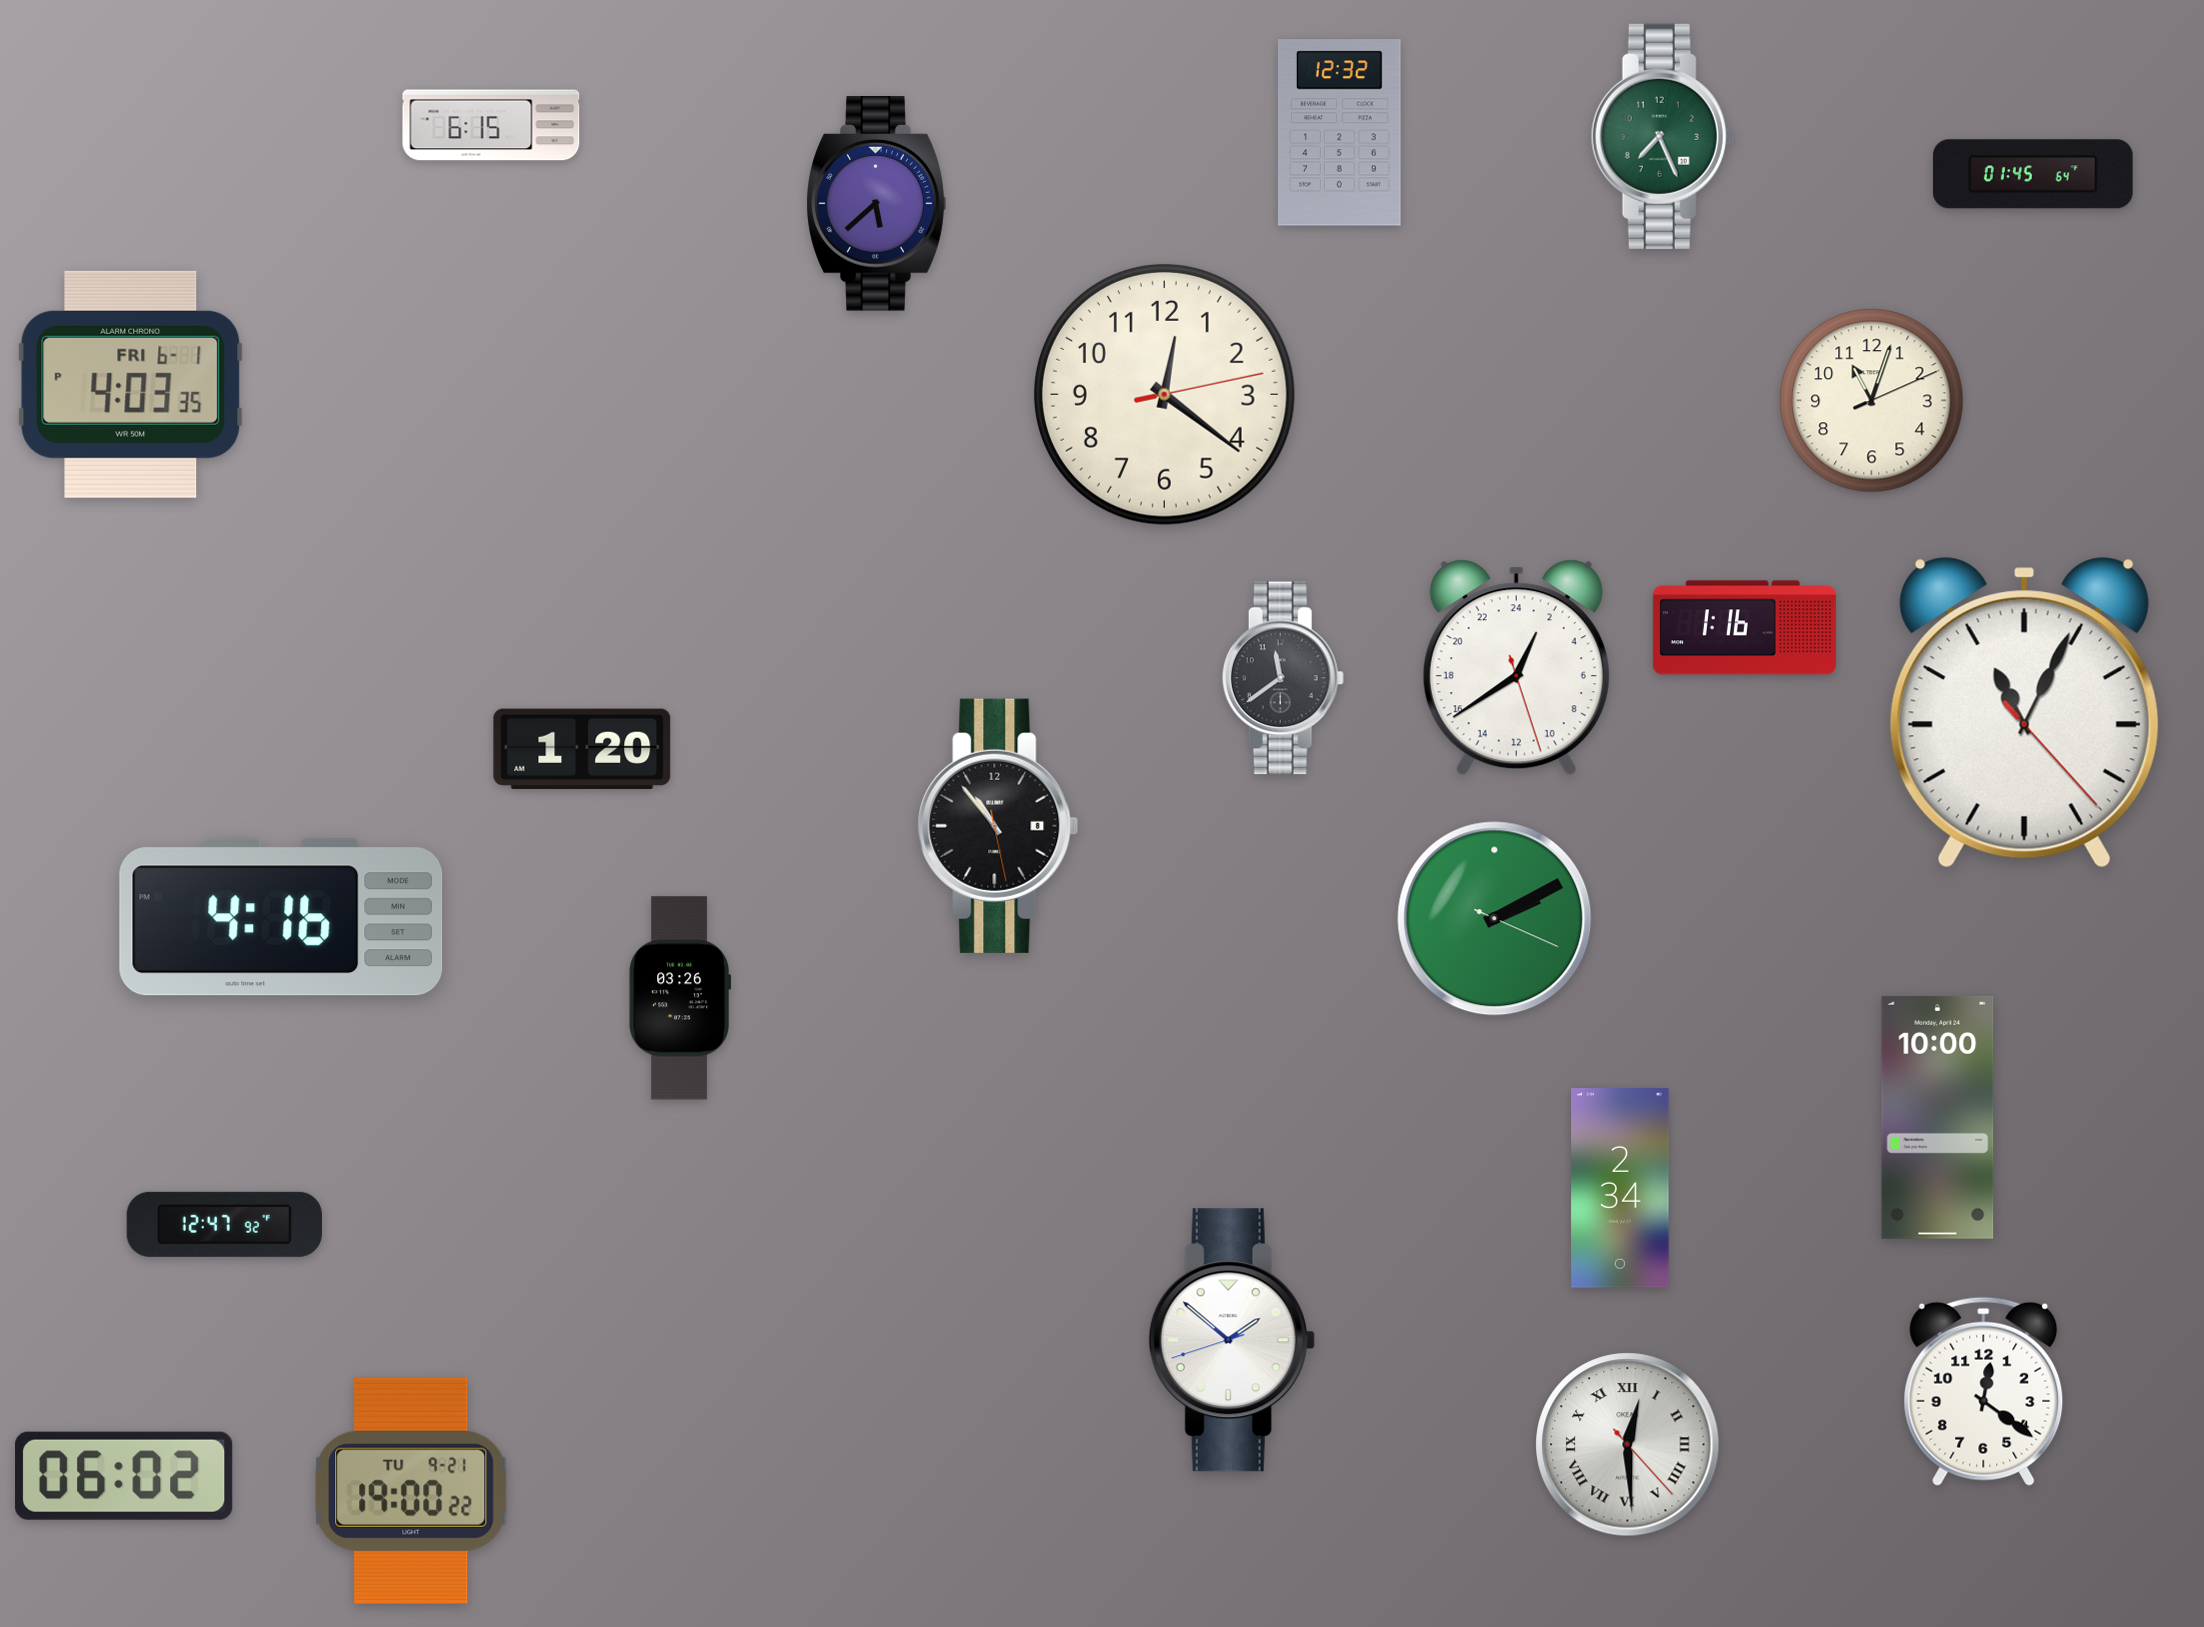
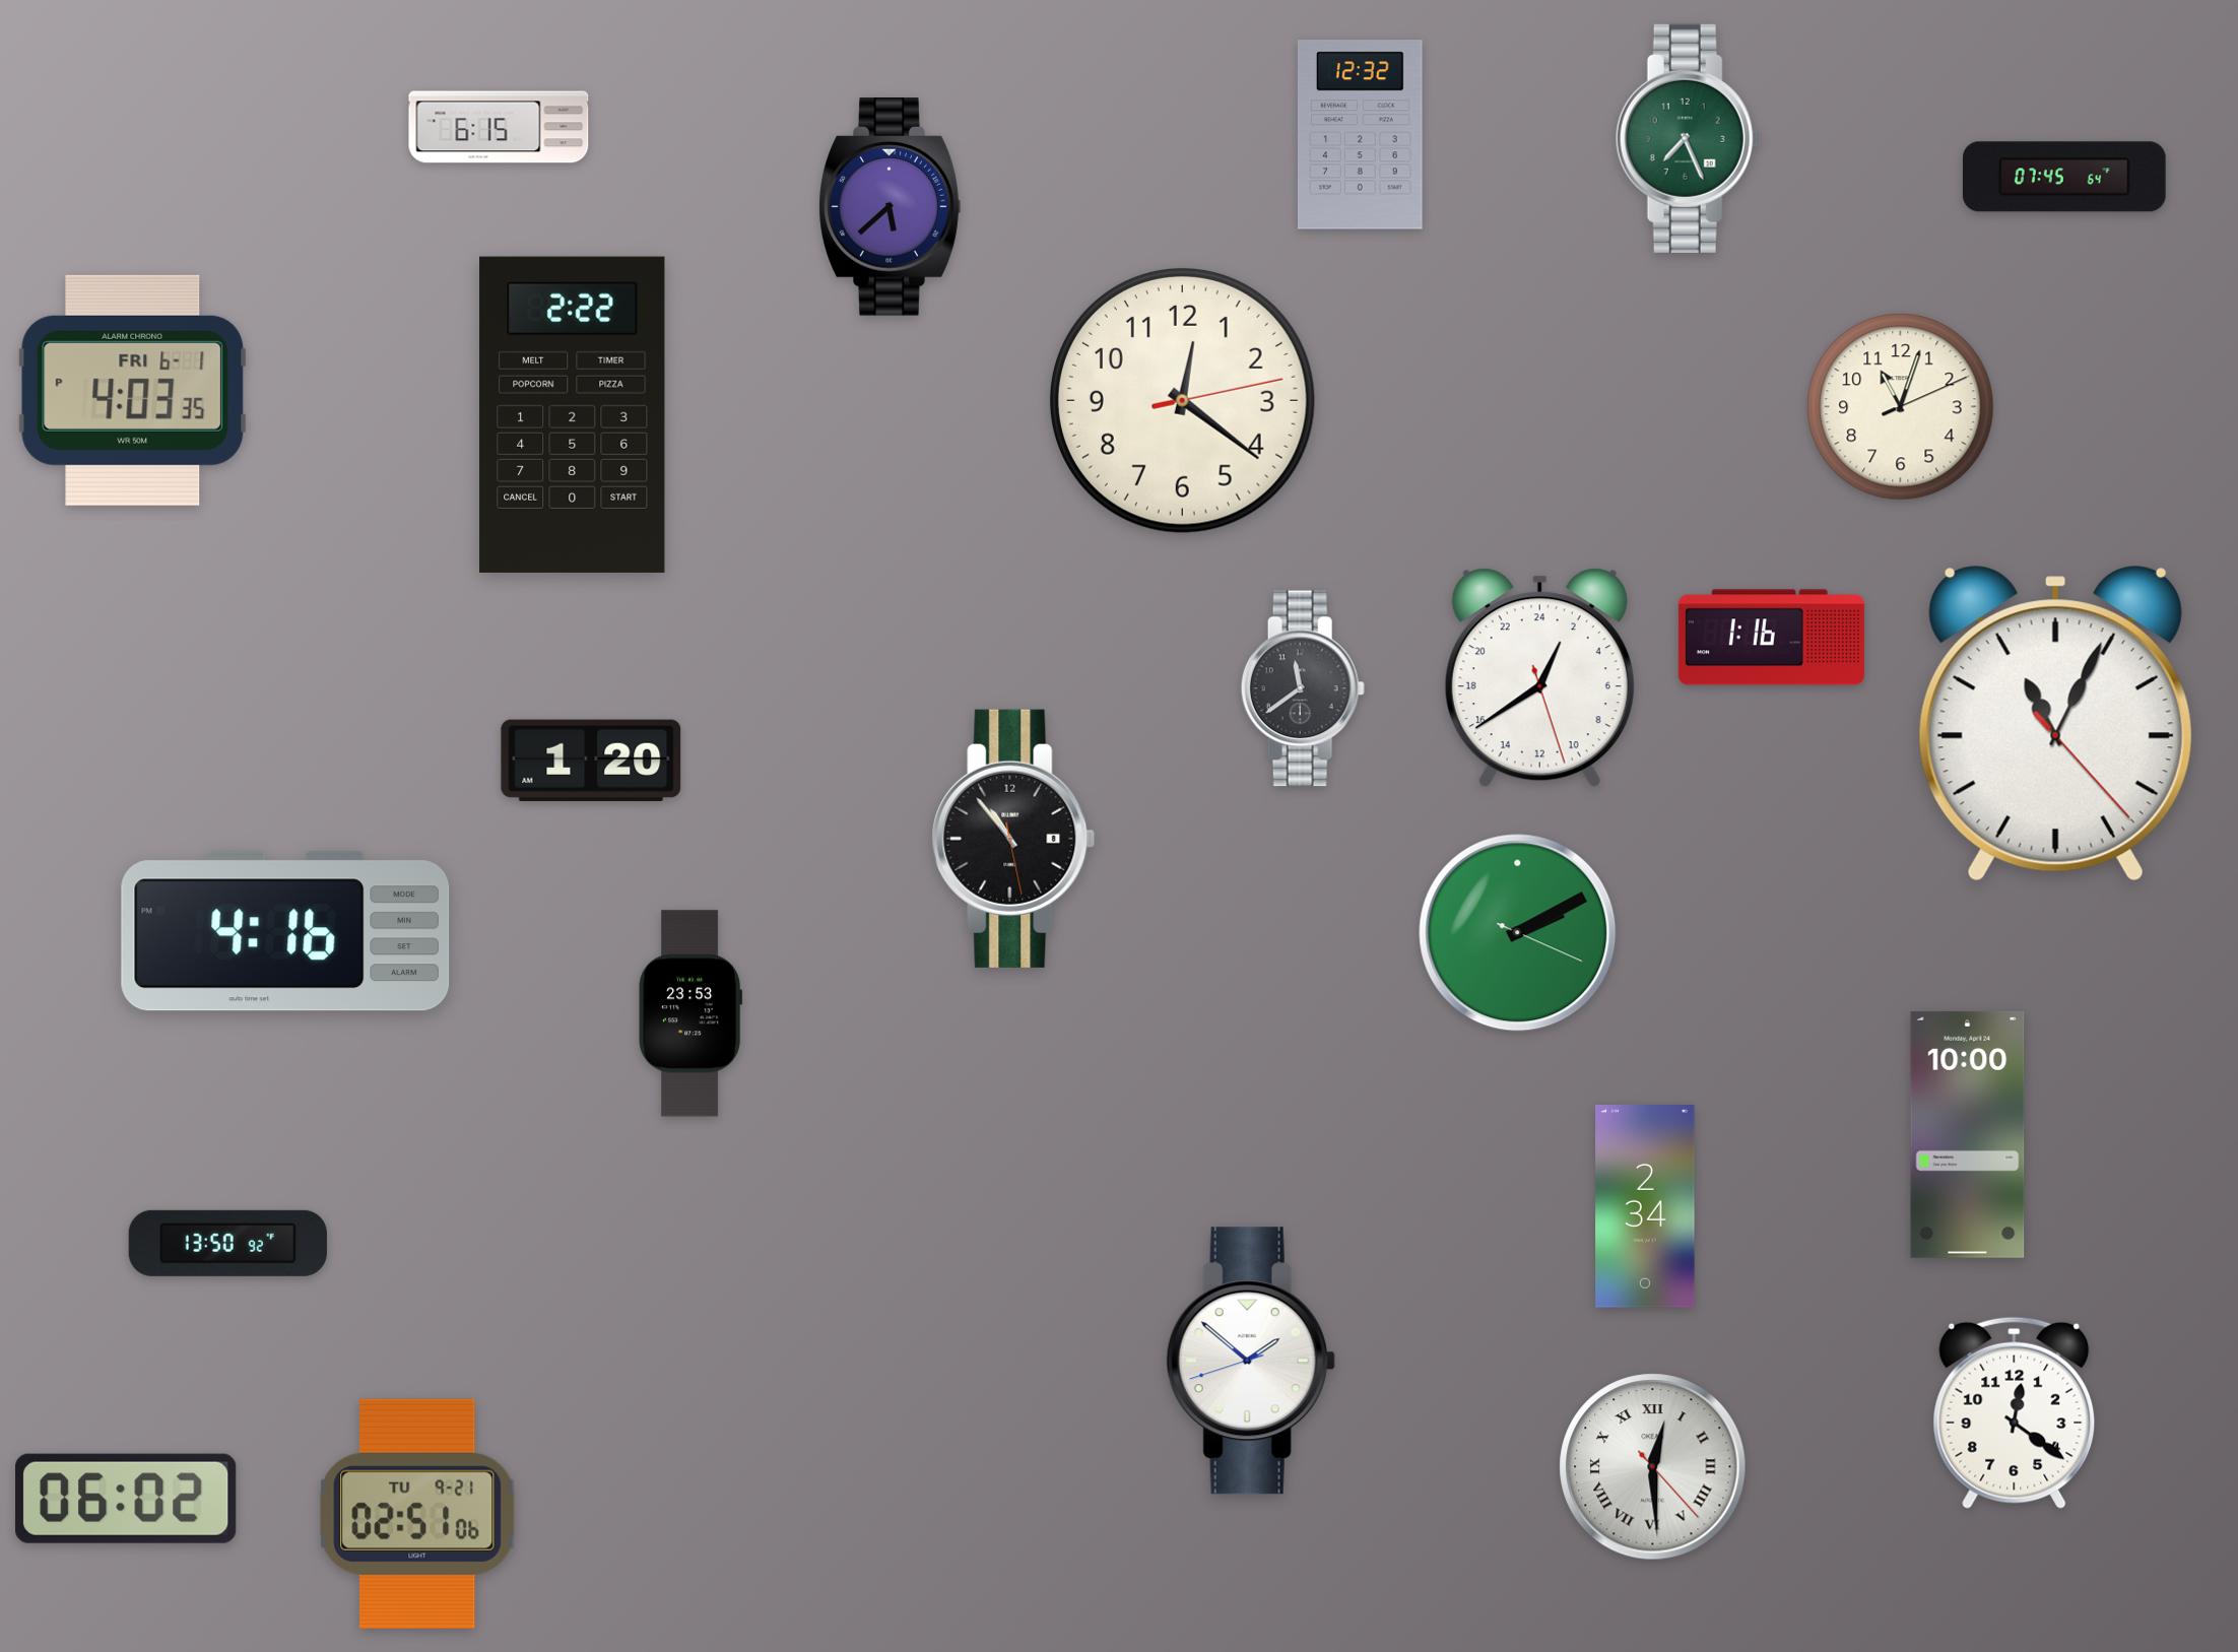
clock at (2033, 174): 01:45 -> 07:45
clock at (573, 414): none -> 2:22
clock at (680, 998): 03:26 -> 23:53
clock at (224, 1224): 12:47 -> 13:50
clock at (411, 1491): 19:00 -> 02:51
